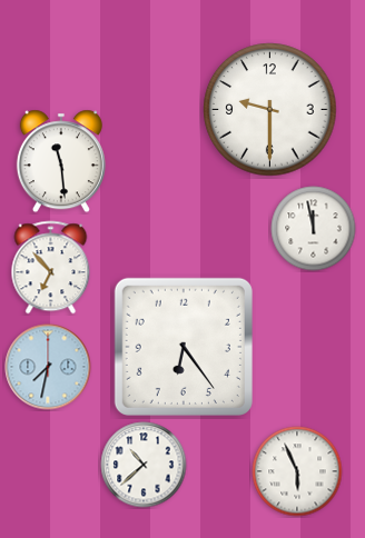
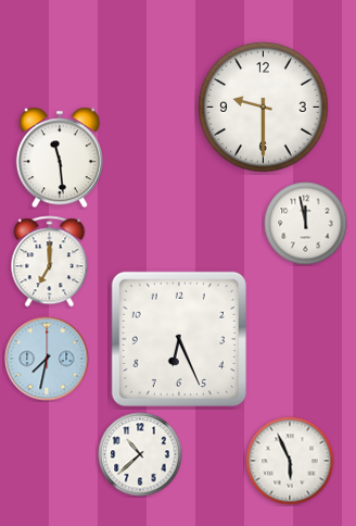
clock at (51, 268): 6:53 -> 7:00
clock at (184, 347): 6:24 -> 6:26
